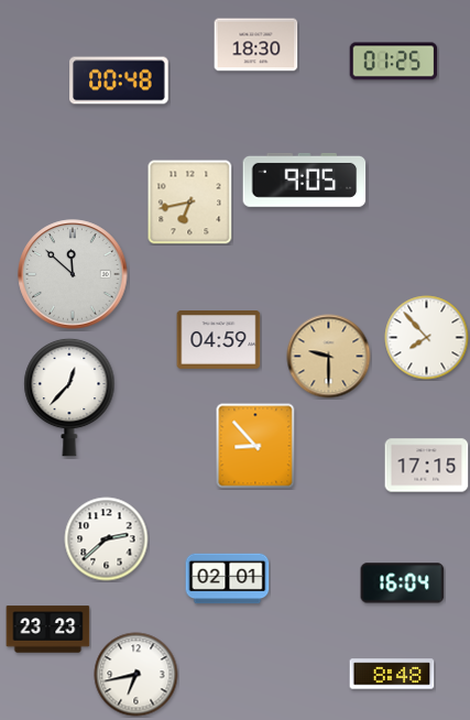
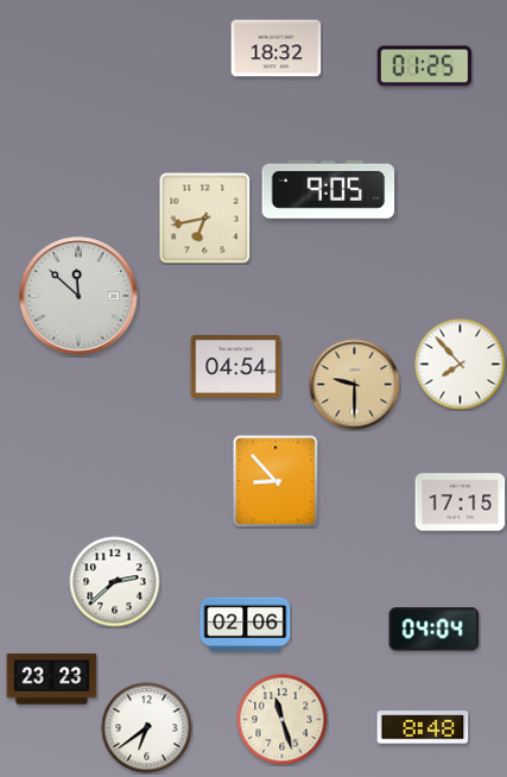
clock at (256, 45): 18:30 -> 18:32
clock at (119, 80): 00:48 -> none
clock at (305, 179) position: (305, 179) -> (329, 189)
clock at (219, 340): 04:59 -> 04:54
clock at (69, 397): 12:37 -> none
clock at (228, 579): 02:01 -> 02:06
clock at (403, 583): 16:04 -> 04:04
clock at (283, 720): none -> 11:27
clock at (136, 675): 6:43 -> 6:39
